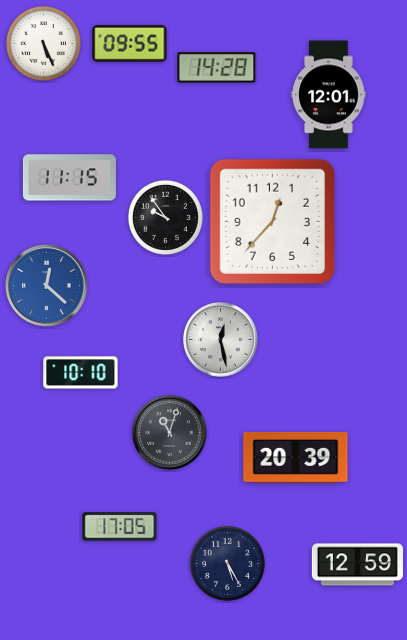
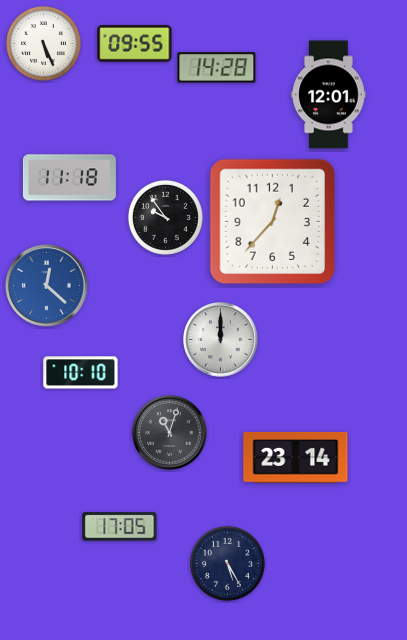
clock at (130, 43) position: (130, 43) -> (135, 43)
clock at (69, 178): 11:15 -> 11:18
clock at (221, 340): 12:28 -> 12:00
clock at (296, 457): 20:39 -> 23:14
clock at (357, 565): 12:59 -> none
